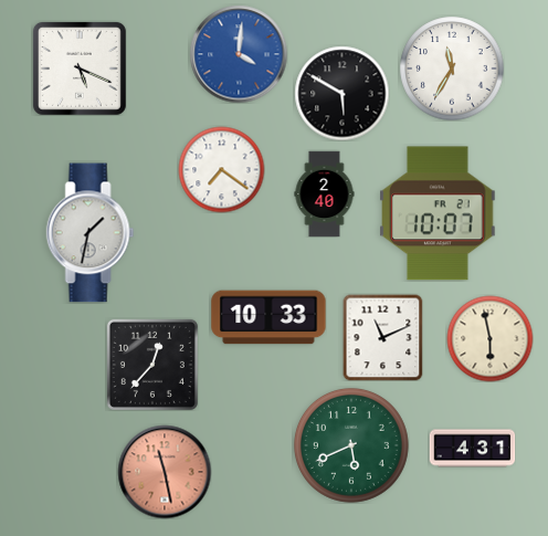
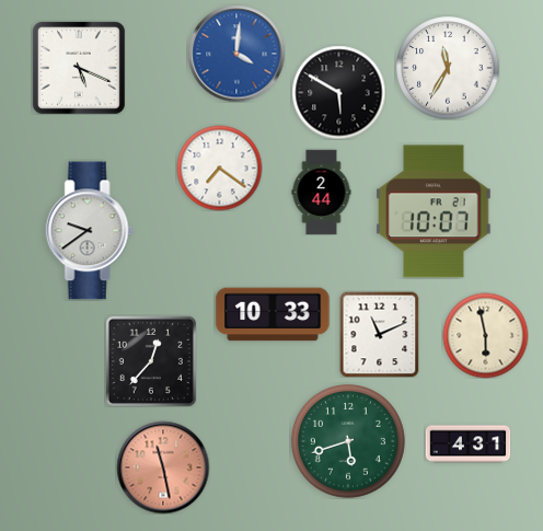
clock at (325, 193): 2:40 -> 2:44
clock at (91, 233): 1:32 -> 9:39
clock at (268, 317) position: (268, 317) -> (273, 314)
clock at (351, 445): 5:41 -> 5:42
